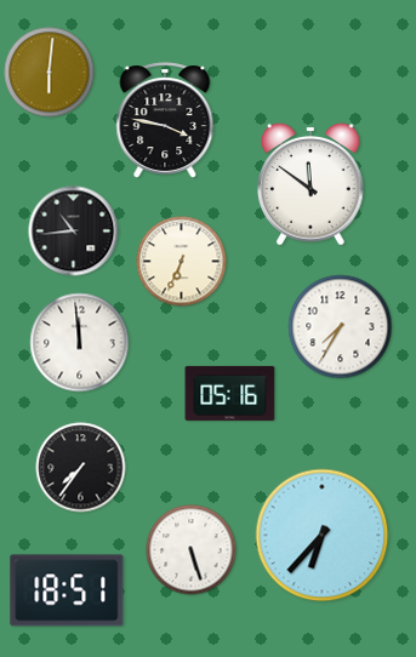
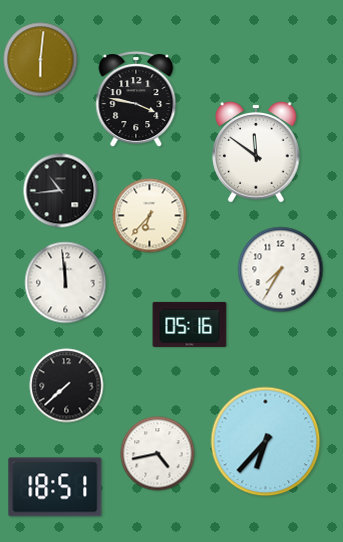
clock at (182, 262): 6:34 -> 6:37
clock at (81, 468): 7:36 -> 7:38
clock at (192, 550): 5:27 -> 4:43
